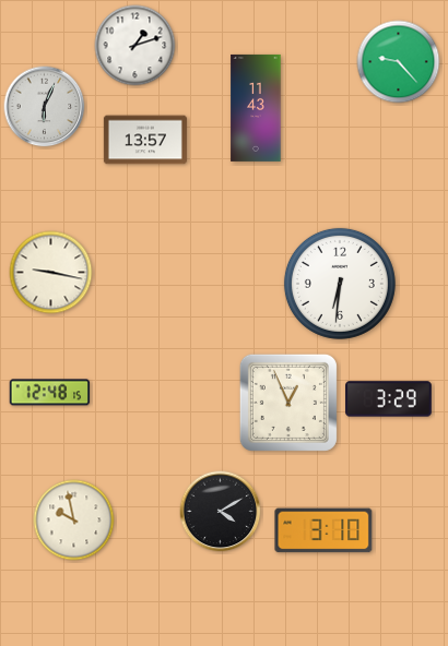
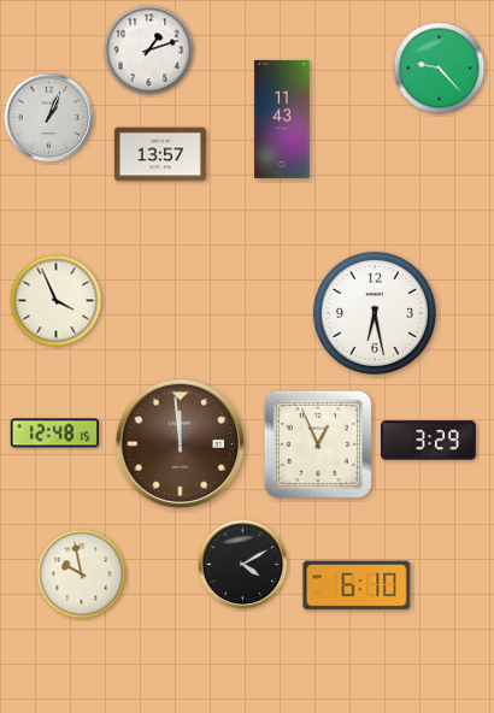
clock at (45, 107): 6:04 -> 1:04
clock at (51, 273): 9:17 -> 3:56
clock at (340, 284): 6:31 -> 6:28
clock at (180, 443): none -> 11:59
clock at (323, 530): 3:10 -> 6:10
